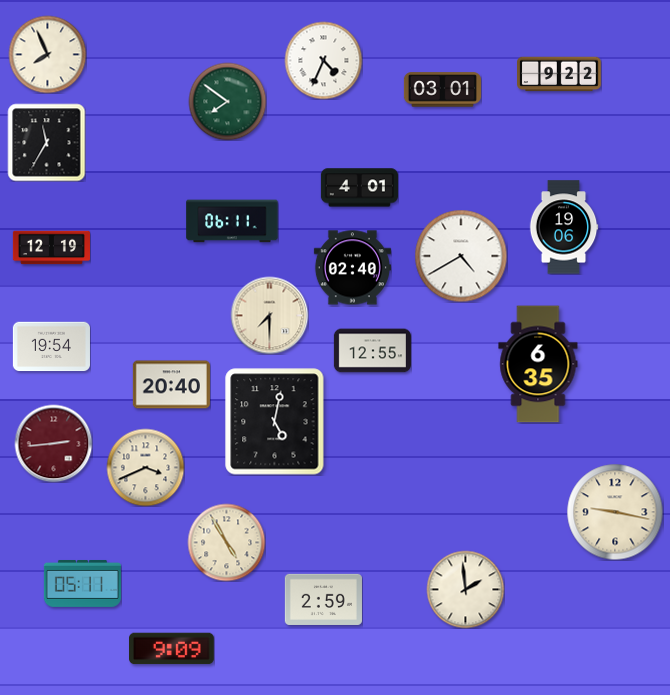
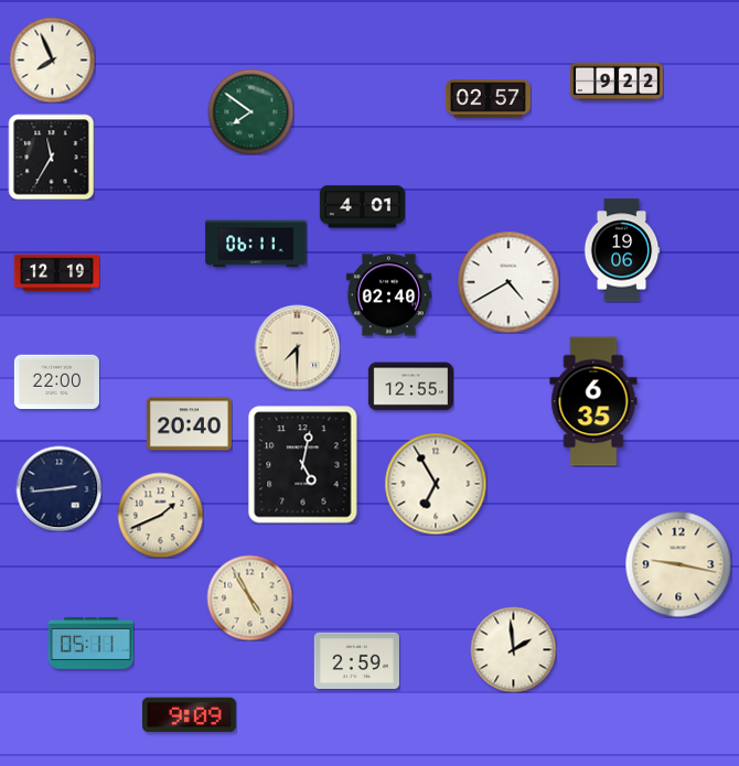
clock at (323, 60): 4:34 -> none
clock at (442, 90): 03:01 -> 02:57
clock at (359, 188) position: (359, 188) -> (362, 207)
clock at (51, 347): 19:54 -> 22:00
clock at (436, 484): none -> 6:55
clock at (53, 443) dial: burgundy -> navy
clock at (145, 467): 3:41 -> 1:41
